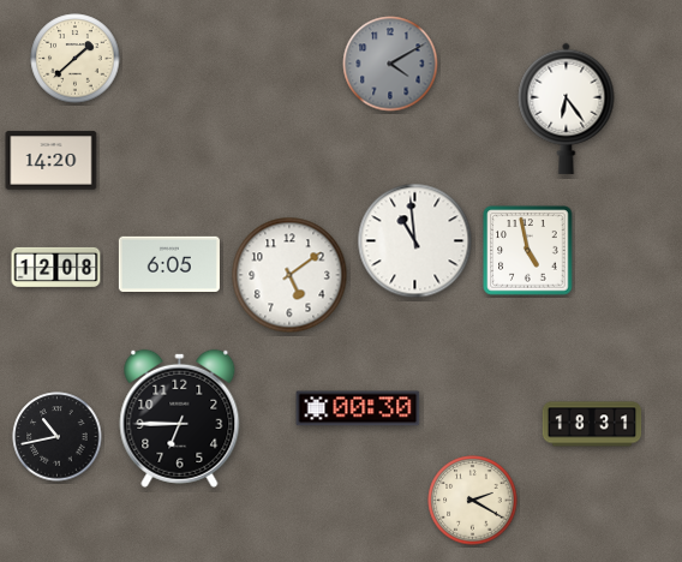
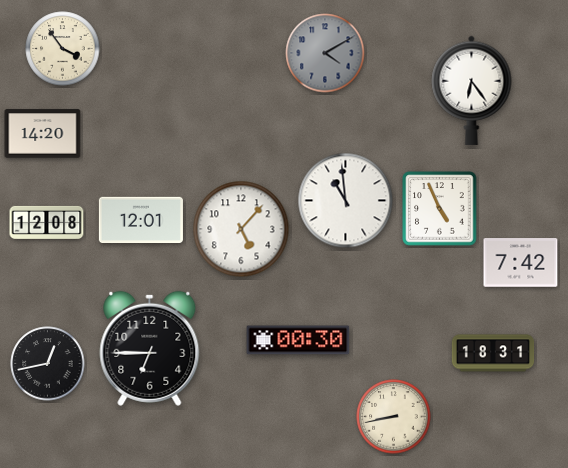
clock at (76, 59): 1:38 -> 3:54
clock at (528, 251): 4:58 -> 4:56
clock at (169, 263): 6:05 -> 12:01
clock at (289, 275): 5:09 -> 5:07
clock at (521, 263): none -> 7:42
clock at (58, 437): 10:43 -> 12:43
clock at (473, 501): 2:20 -> 8:43
